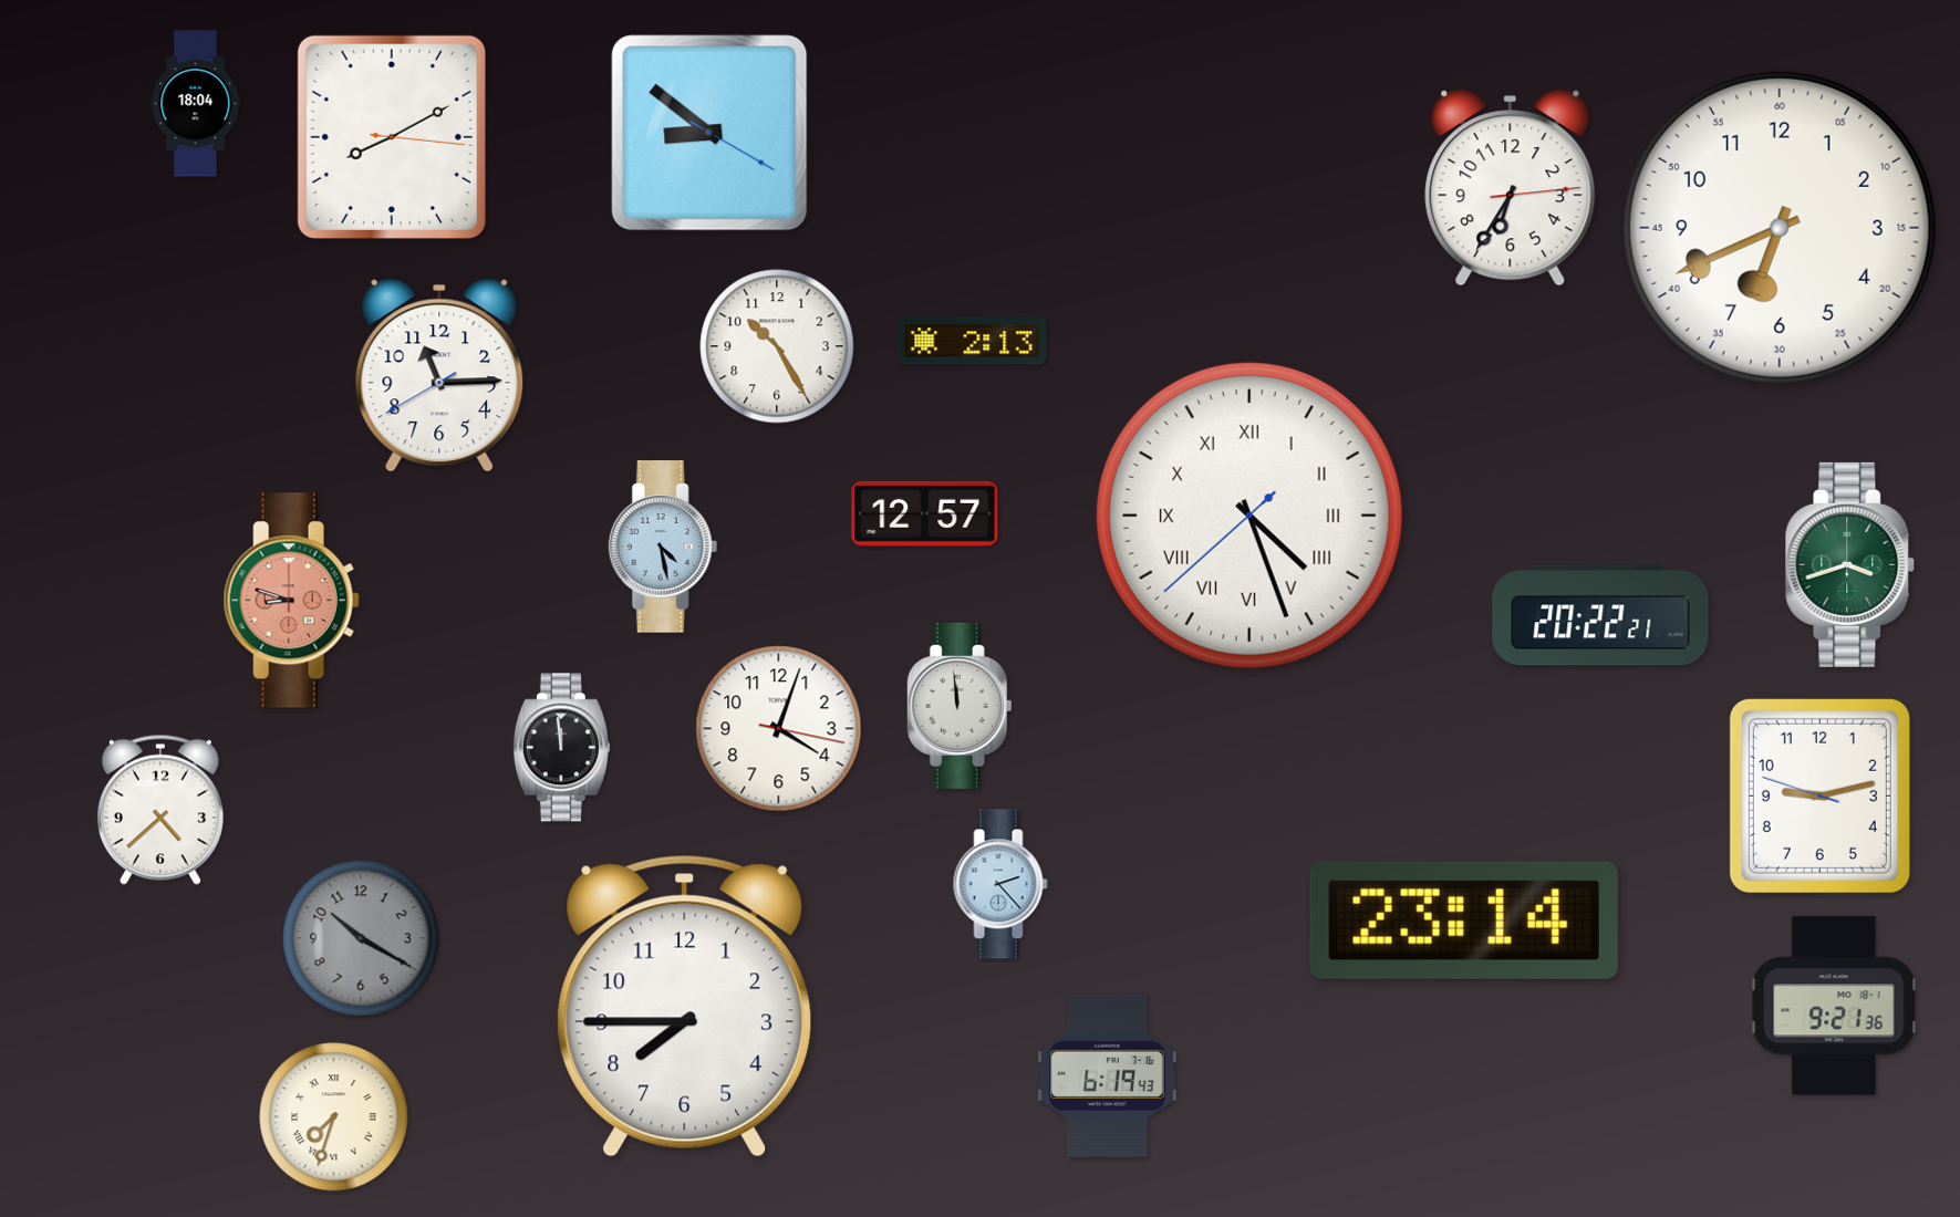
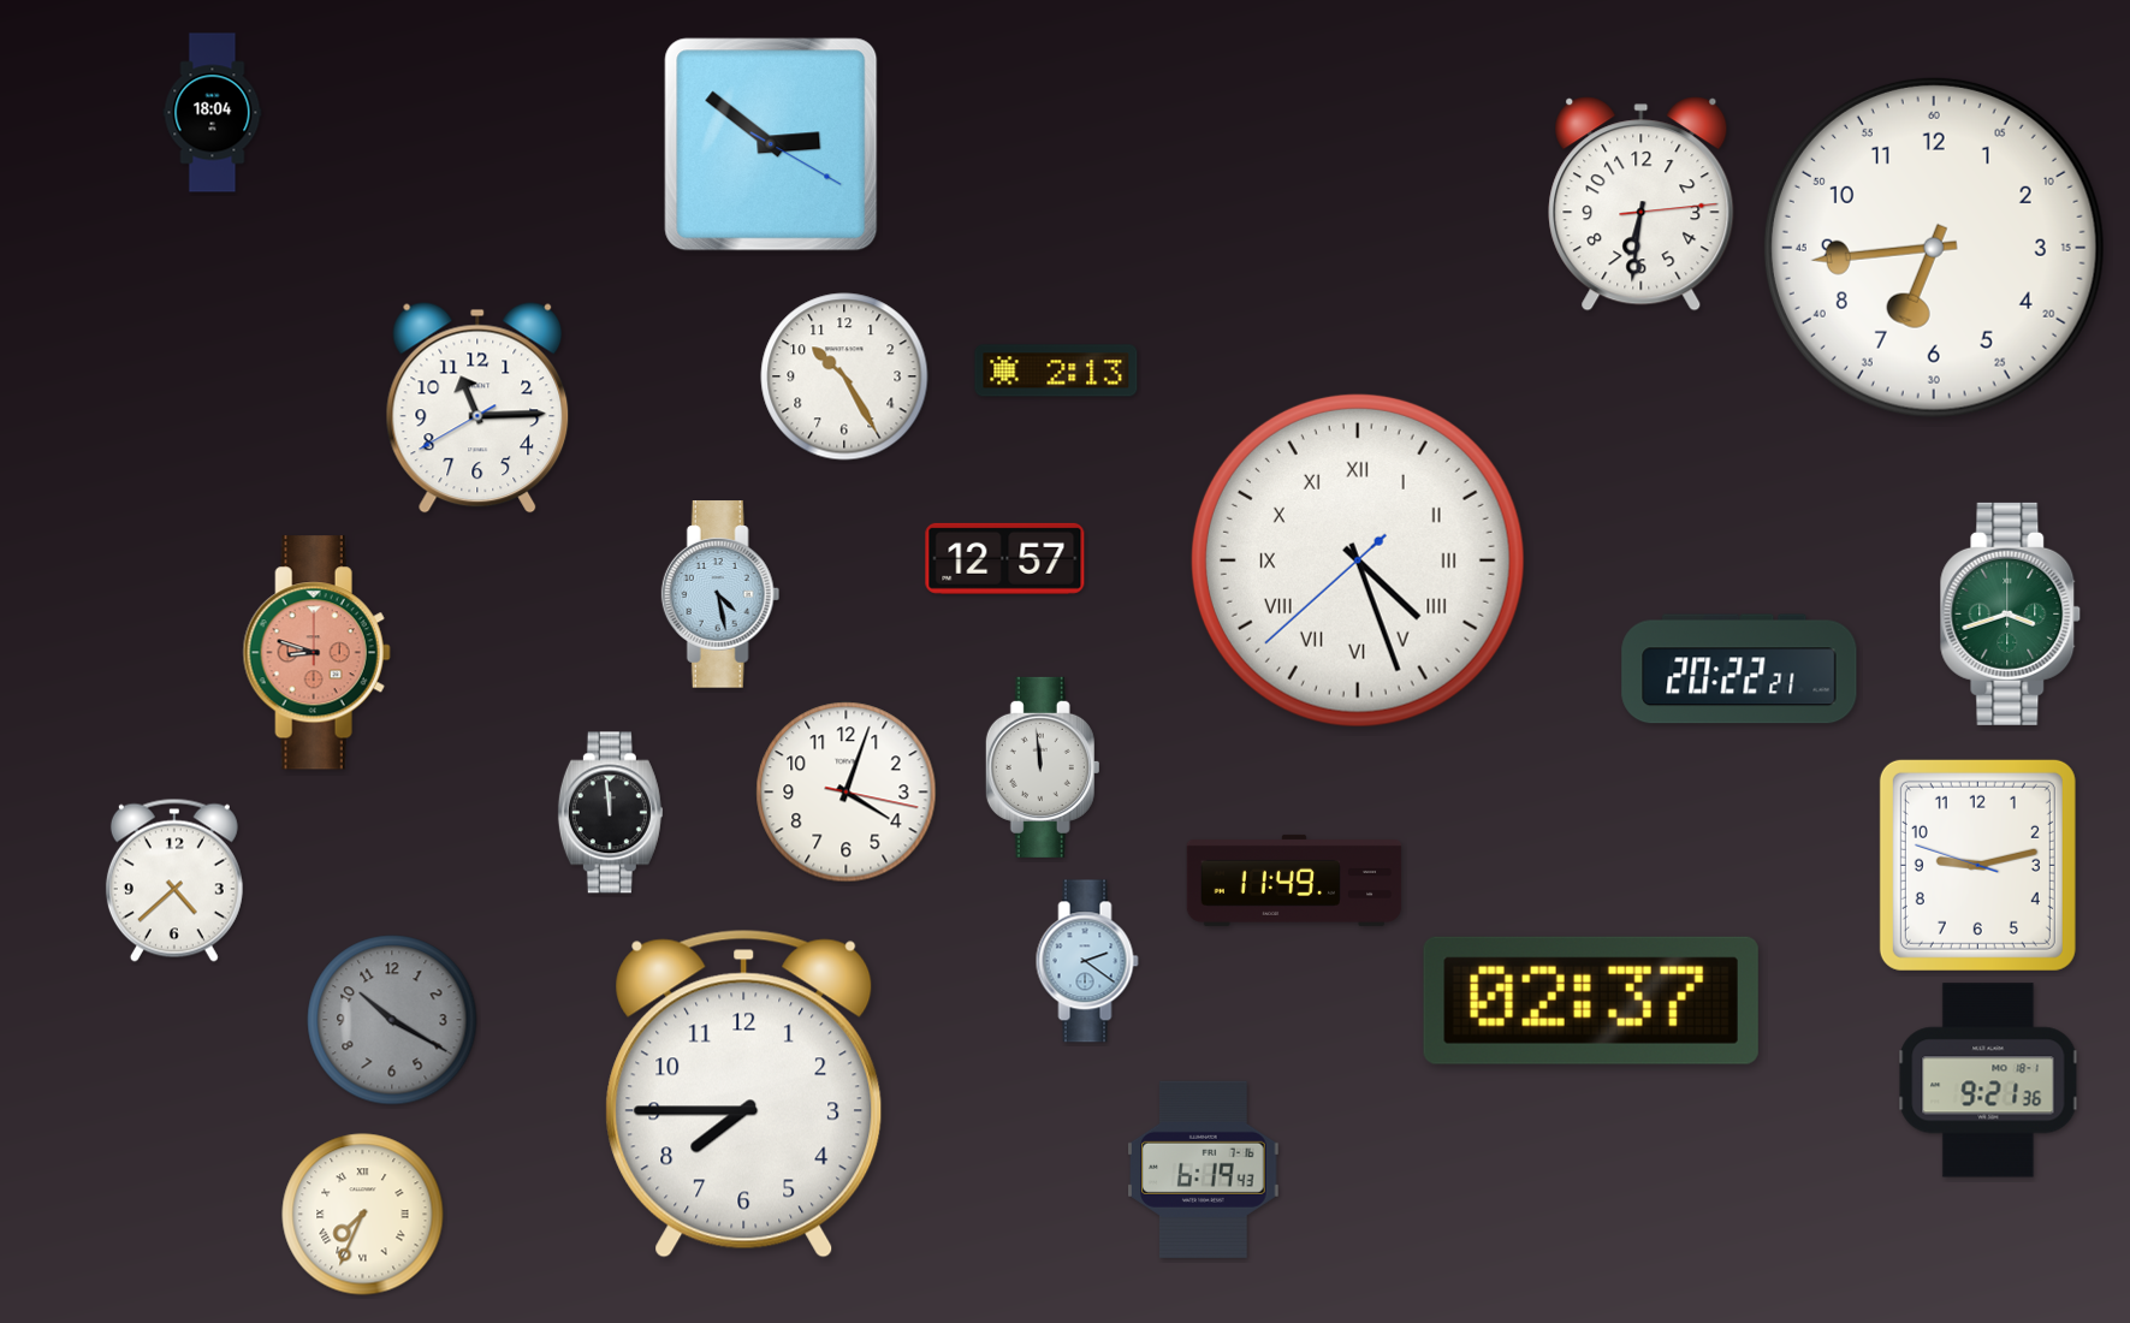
clock at (709, 133): 8:51 -> 2:51
clock at (392, 137): 8:10 -> none
clock at (1511, 188): 6:35 -> 6:31
clock at (1780, 228): 6:41 -> 6:44
clock at (1294, 880): none -> 11:49
clock at (1000, 884): 2:23 -> 2:21
clock at (1464, 920): 23:14 -> 02:37
clock at (1834, 1006) position: (1834, 1006) -> (1988, 1080)
clock at (334, 1117): 7:33 -> 7:34
